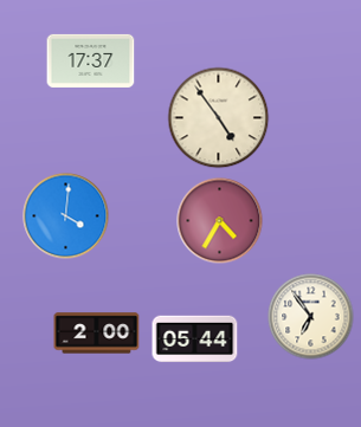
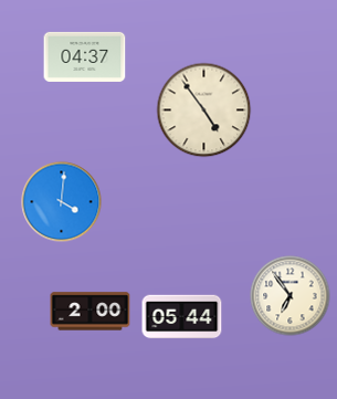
clock at (91, 60): 17:37 -> 04:37
clock at (220, 221): 4:35 -> none
